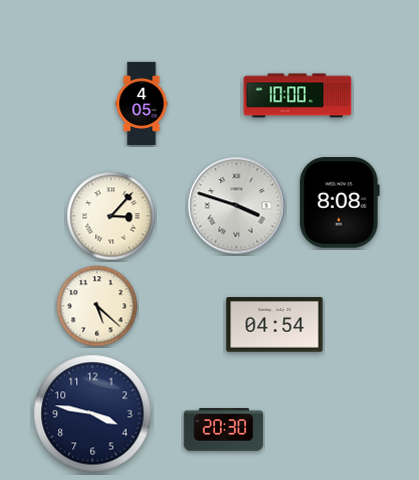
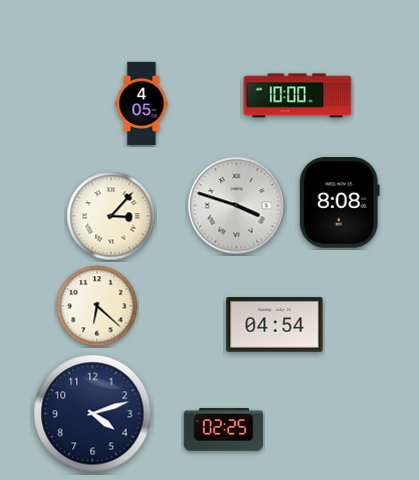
clock at (97, 306): 5:22 -> 6:22
clock at (93, 414): 3:47 -> 4:12
clock at (224, 430): 20:30 -> 02:25
